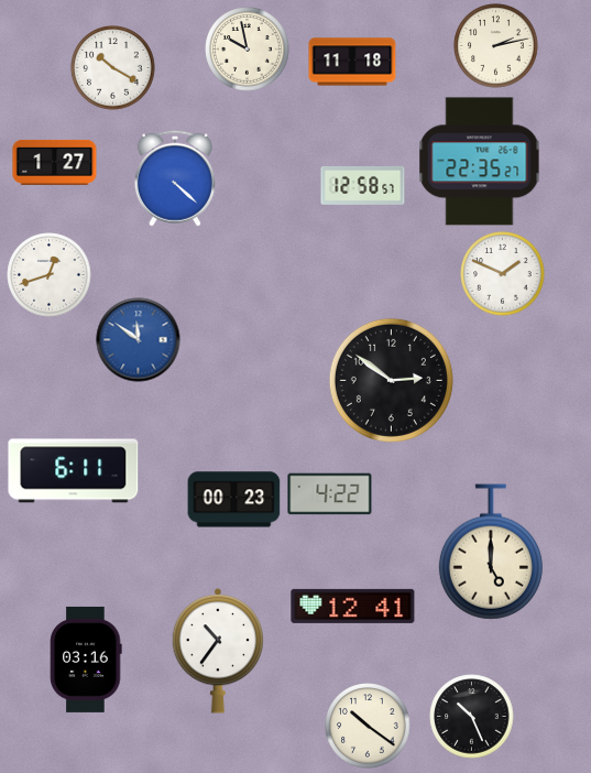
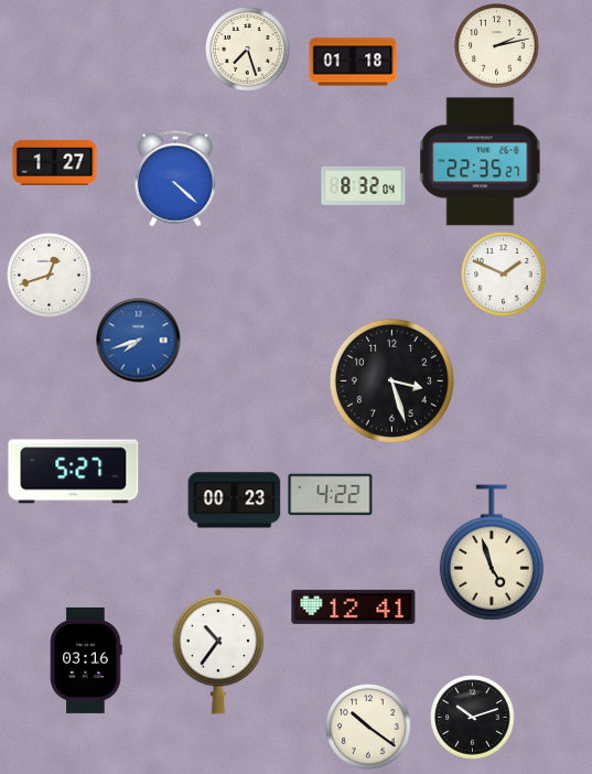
clock at (248, 50): 9:58 -> 7:27
clock at (352, 62): 11:18 -> 01:18
clock at (113, 68): 10:20 -> none
clock at (363, 185): 12:58 -> 8:32
clock at (139, 340): 11:51 -> 7:42
clock at (391, 380): 2:51 -> 3:27
clock at (74, 471): 6:11 -> 5:27
clock at (491, 552): 5:00 -> 4:57
clock at (472, 717): 10:26 -> 10:12
